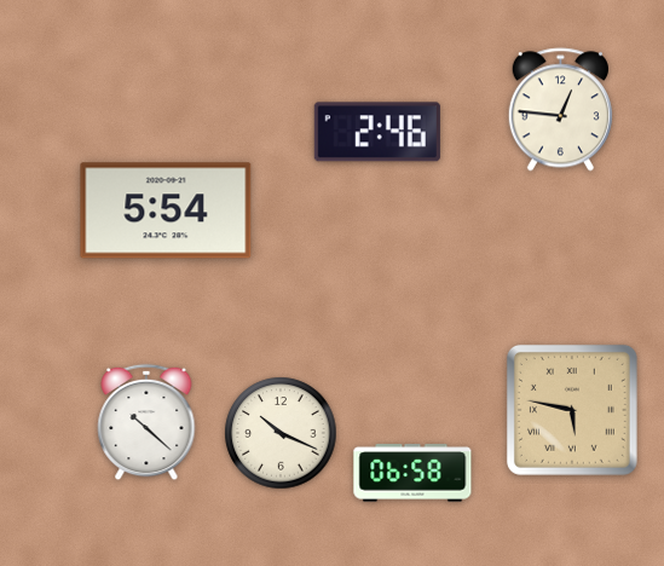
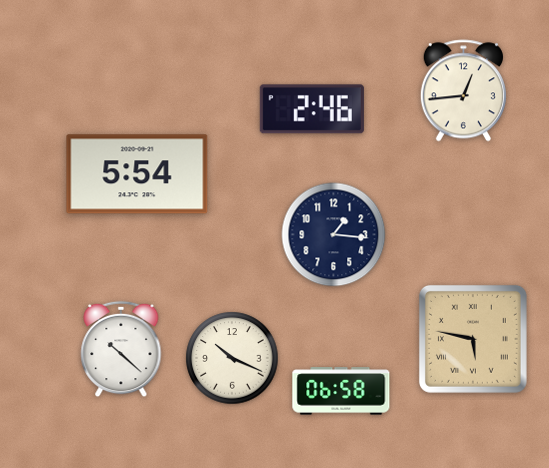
clock at (560, 110): 12:46 -> 12:44
clock at (334, 235): none -> 1:16
